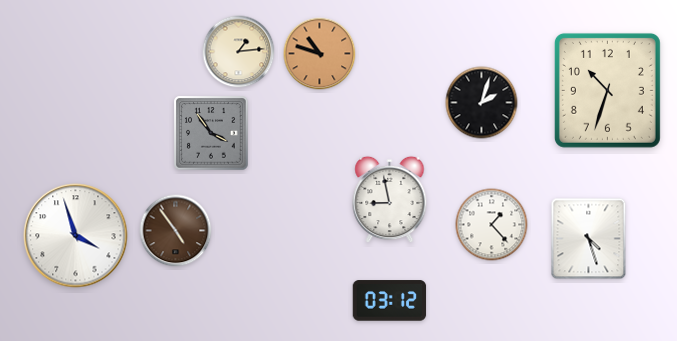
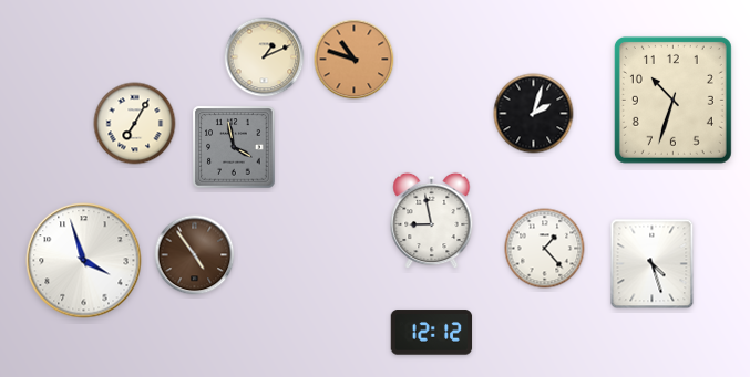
clock at (239, 52): 1:14 -> 1:11
clock at (135, 124): none -> 7:05
clock at (211, 133): 3:54 -> 3:58
clock at (390, 301): 03:12 -> 12:12
